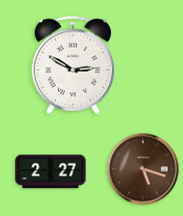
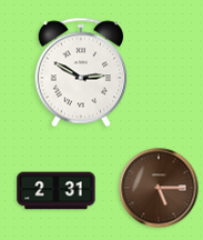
clock at (143, 169): 5:18 -> 5:15
clock at (51, 172): 2:27 -> 2:31
